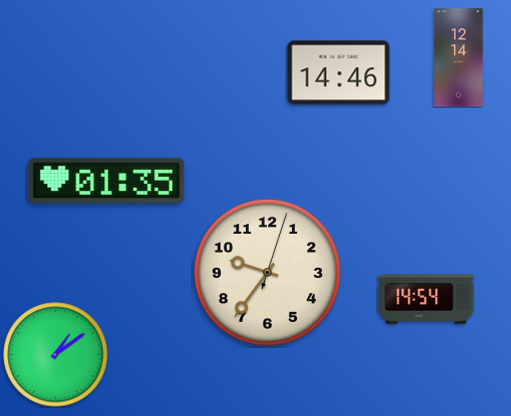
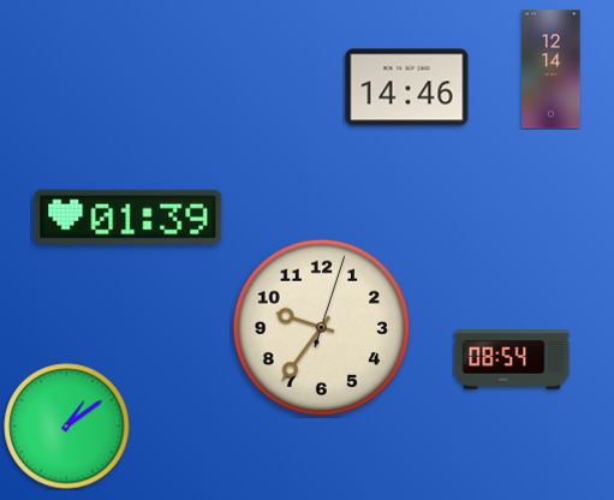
clock at (107, 180): 01:35 -> 01:39
clock at (426, 299): 14:54 -> 08:54
